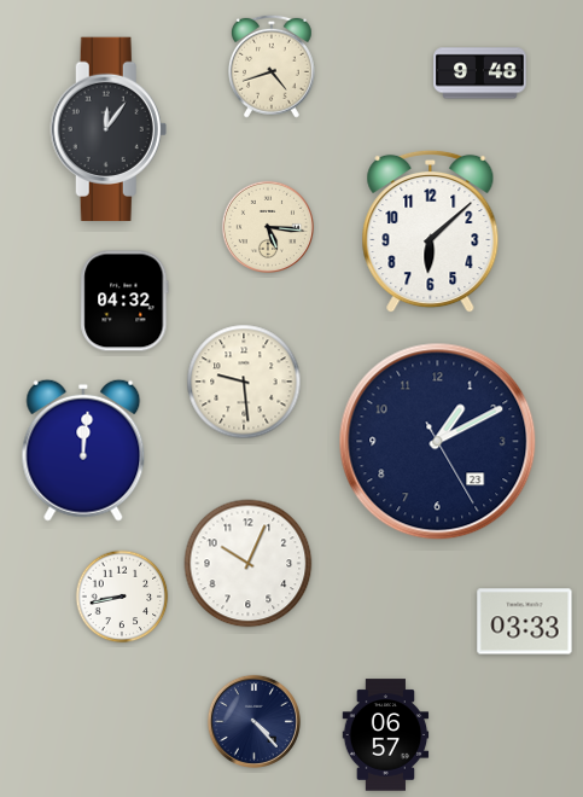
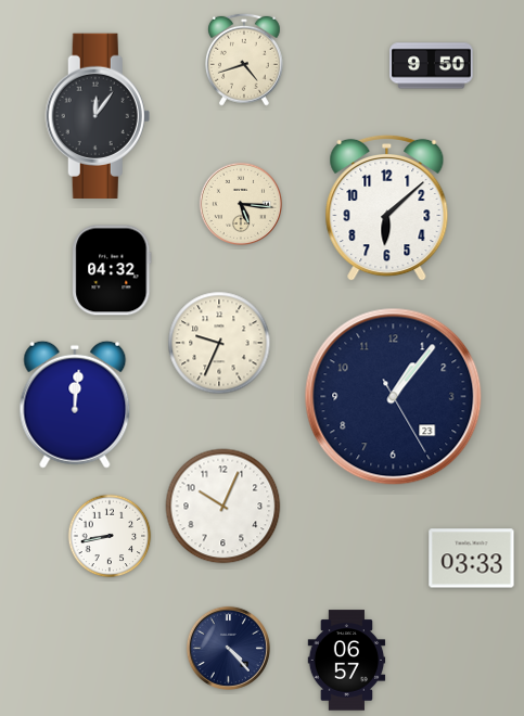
clock at (480, 74): 9:48 -> 9:50
clock at (244, 382): 9:29 -> 9:34
clock at (438, 442): 1:10 -> 1:06
